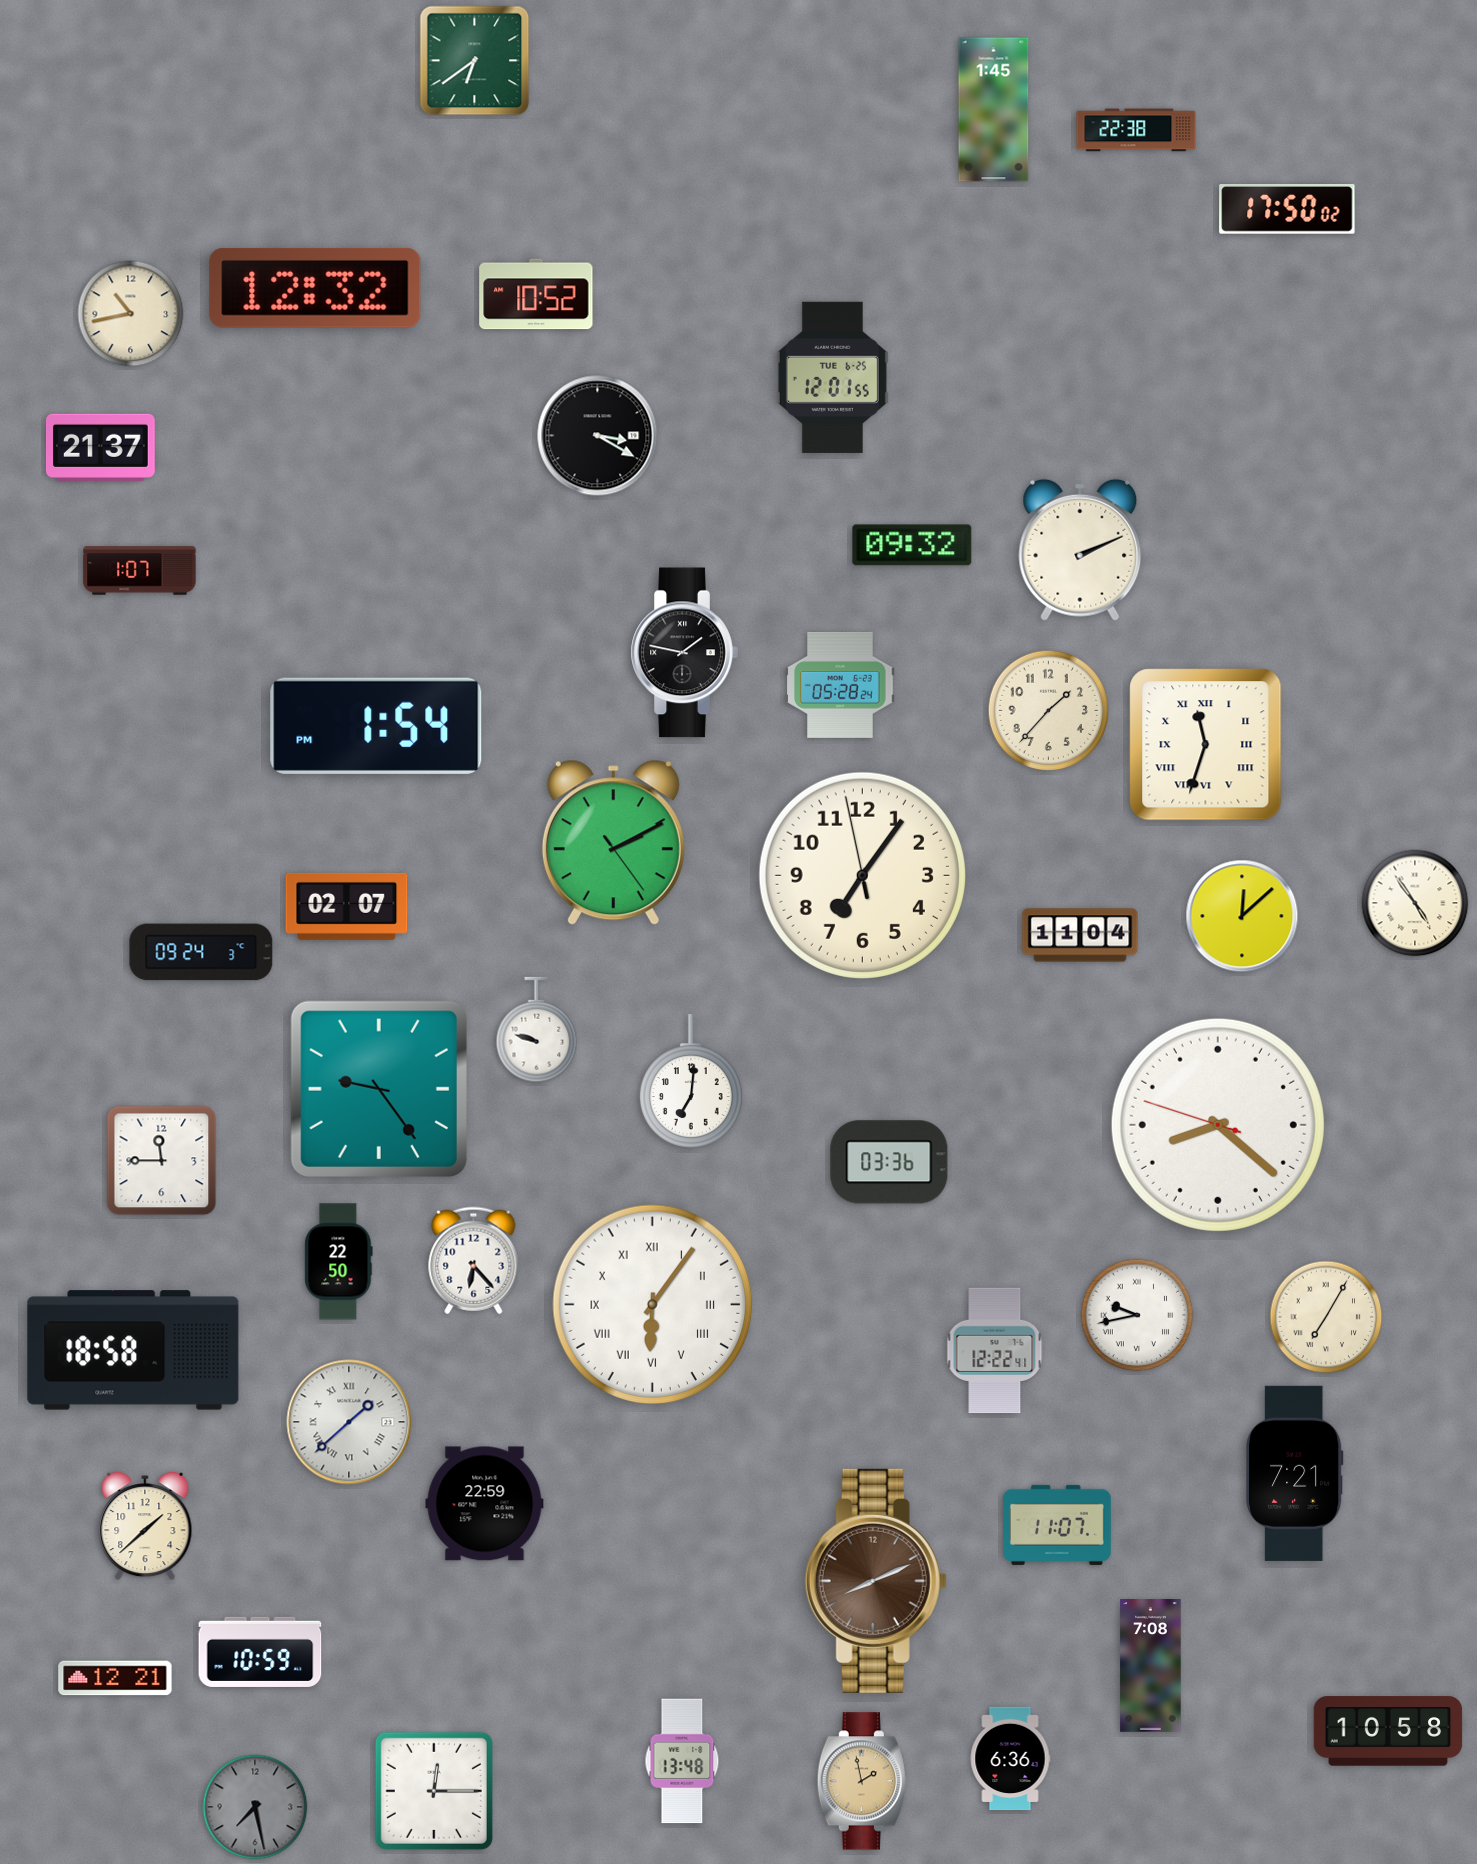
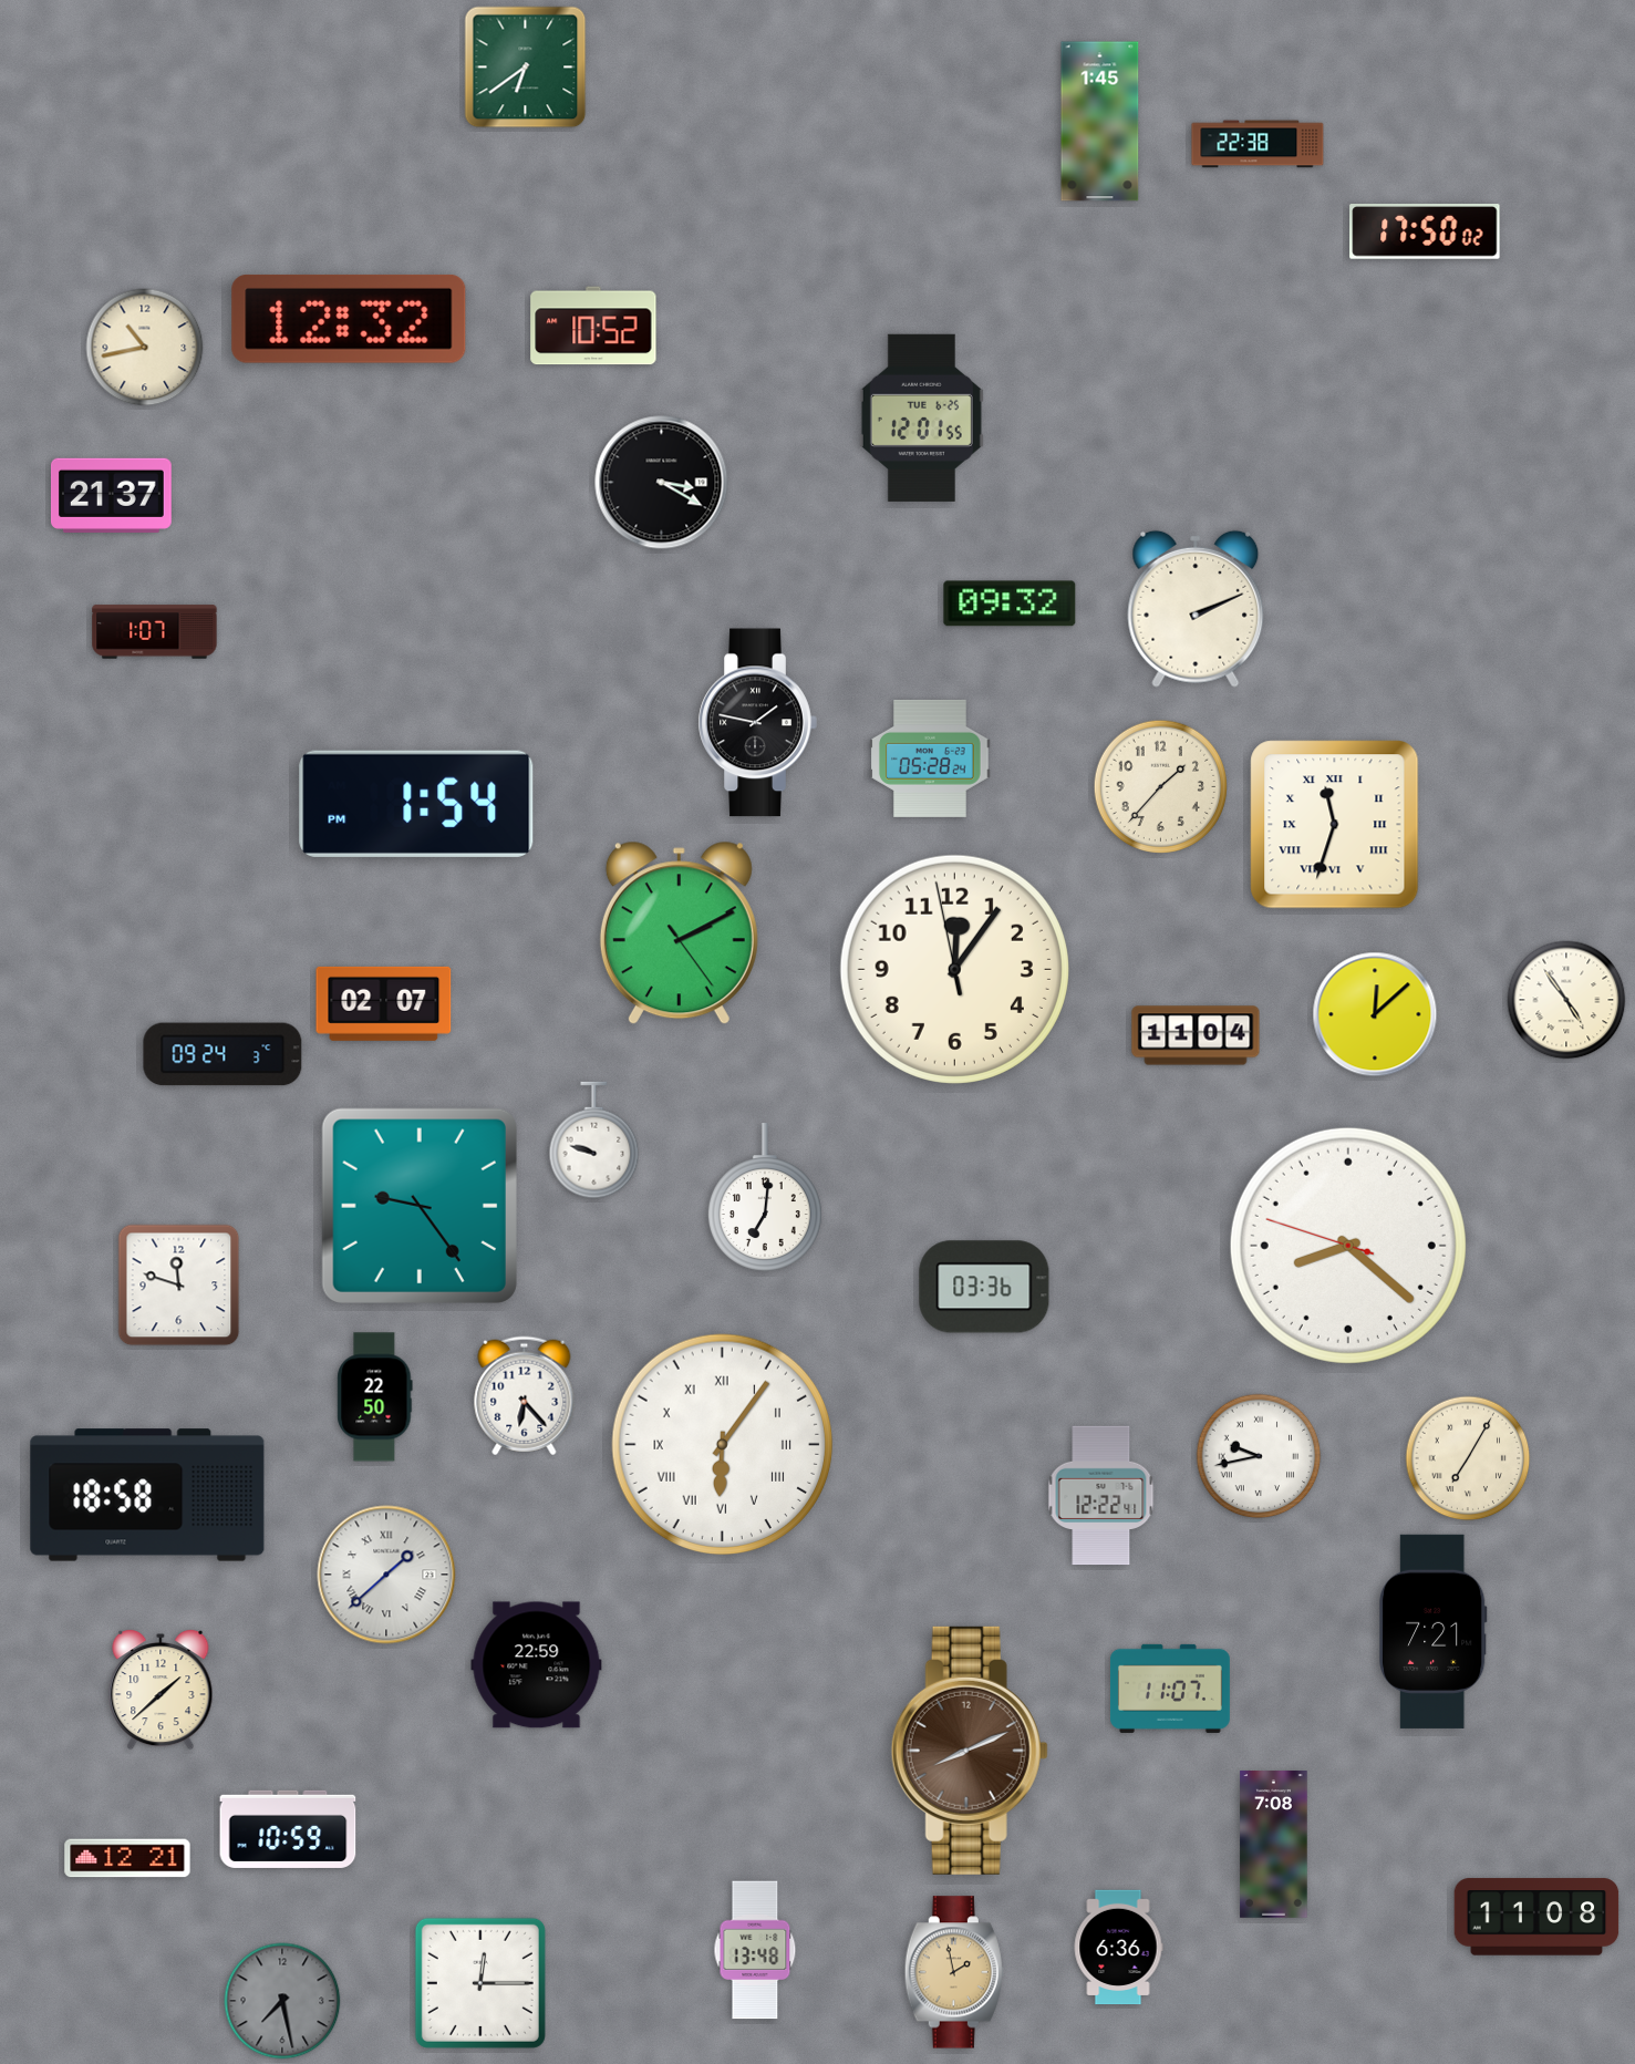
clock at (862, 875): 7:05 -> 12:05
clock at (162, 1161): 11:45 -> 11:48
clock at (1388, 1731): 10:58 -> 11:08
